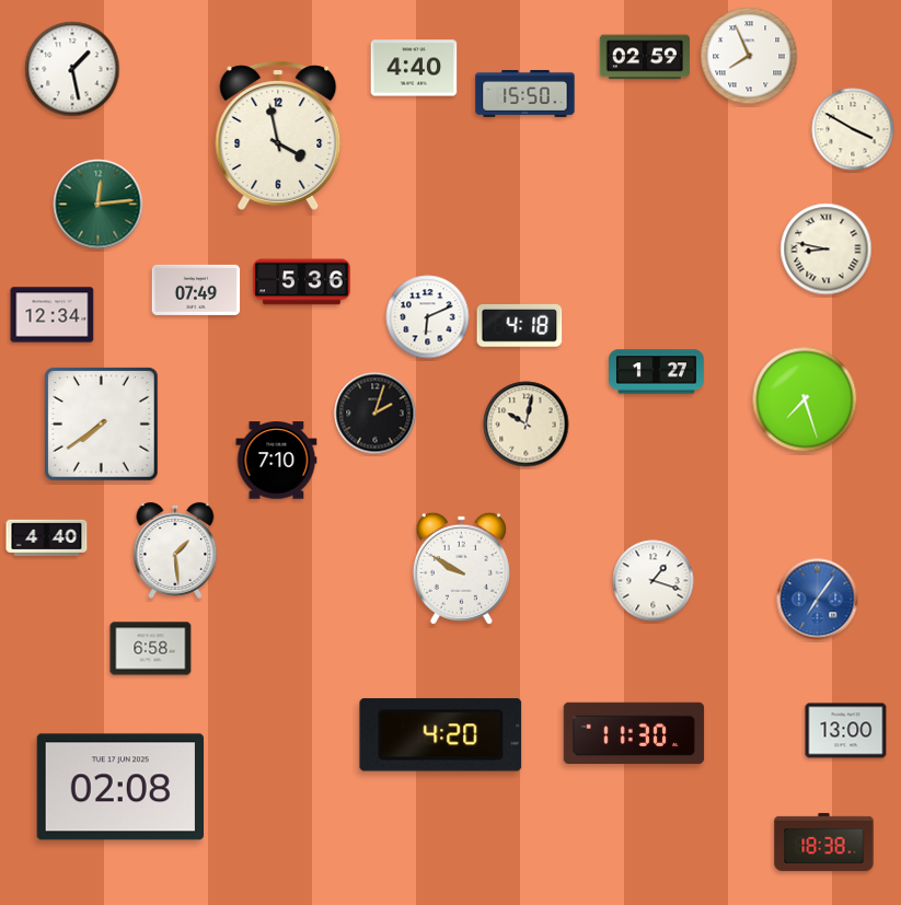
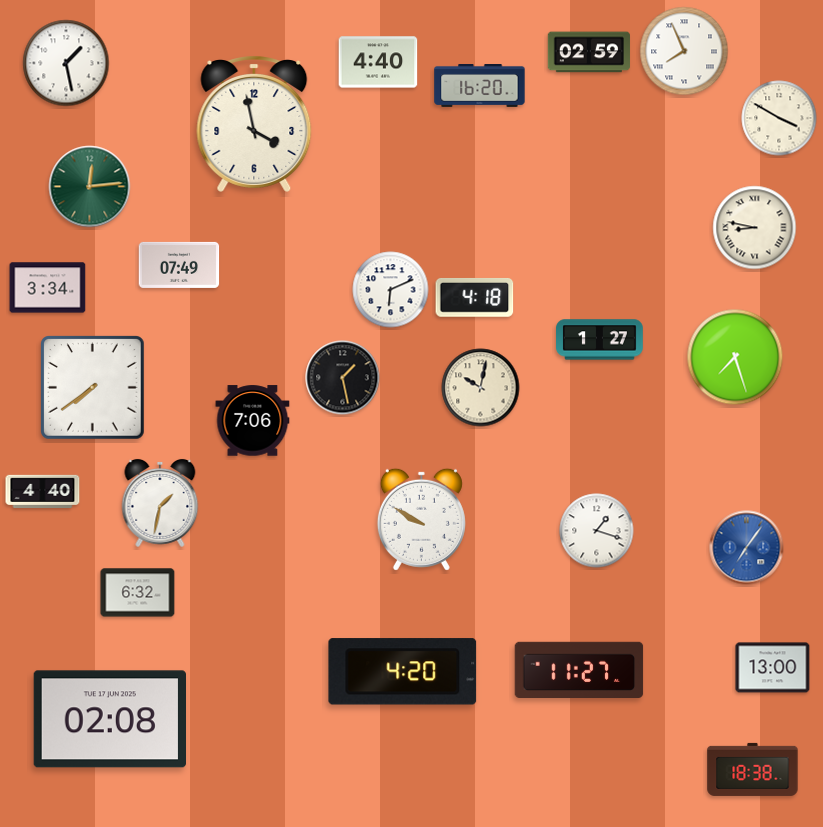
clock at (525, 94): 15:50 -> 16:20
clock at (302, 282): 5:36 -> none
clock at (53, 315): 12:34 -> 3:34
clock at (805, 399) position: (805, 399) -> (735, 357)
clock at (376, 414): 2:03 -> 1:28
clock at (277, 461): 7:10 -> 7:06
clock at (175, 550): 1:29 -> 1:32
clock at (151, 649): 6:58 -> 6:32
clock at (634, 733): 11:30 -> 11:27
